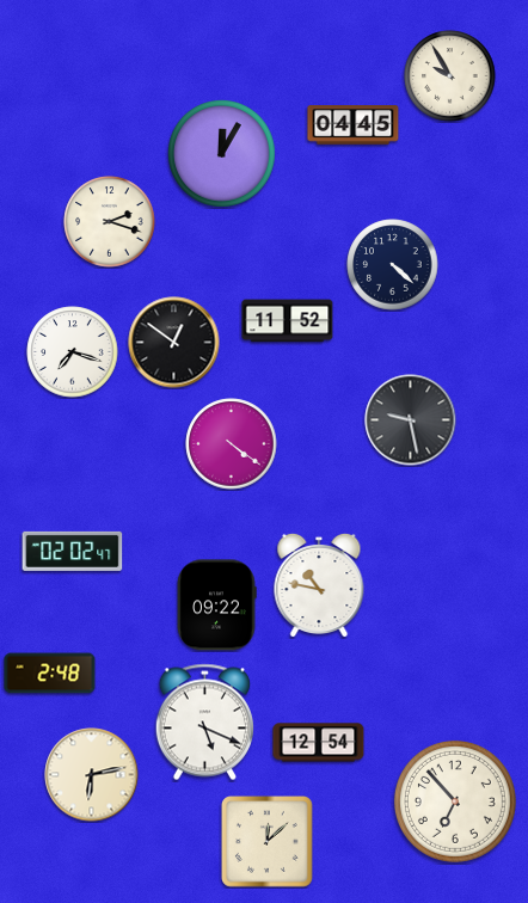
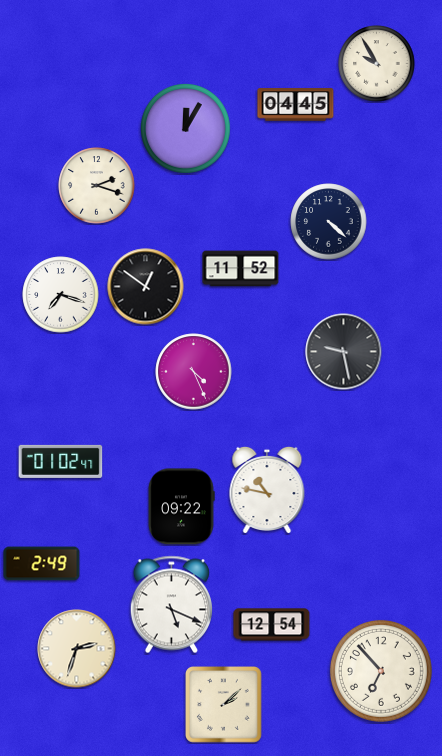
clock at (110, 222) position: (110, 222) -> (97, 186)
clock at (232, 444): 4:21 -> 4:26
clock at (73, 551): 02:02 -> 01:02
clock at (50, 674): 2:48 -> 2:49
clock at (319, 743) position: (319, 743) -> (272, 625)
clock at (92, 775): 6:13 -> 2:33
clock at (268, 842): 12:08 -> 2:08
